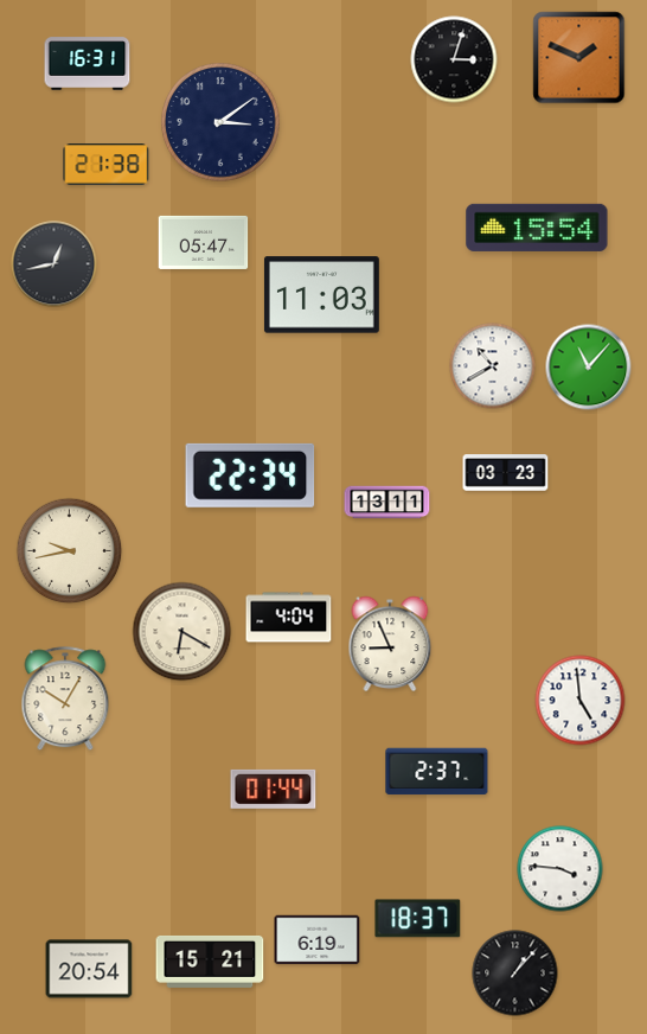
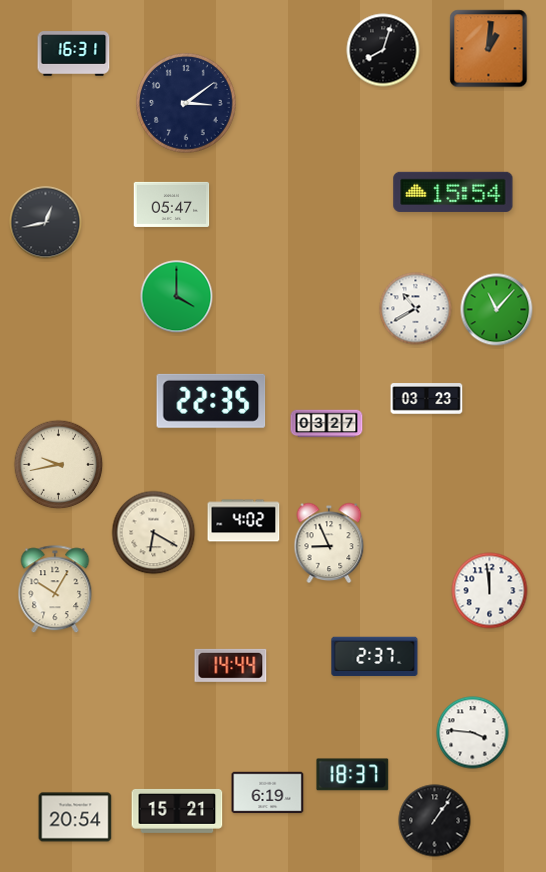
clock at (579, 58): 1:49 -> 1:01
clock at (454, 59): 3:03 -> 8:03
clock at (107, 165): 21:38 -> none
clock at (321, 295): 11:03 -> none
clock at (177, 297): none -> 4:00
clock at (250, 475): 22:34 -> 22:35
clock at (387, 503): 13:11 -> 03:27
clock at (289, 618): 4:04 -> 4:02
clock at (581, 701): 4:59 -> 11:59
clock at (437, 772) position: (437, 772) -> (375, 657)
clock at (274, 789): 01:44 -> 14:44
clock at (515, 974): 1:07 -> 1:06
